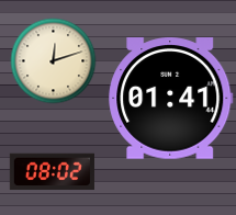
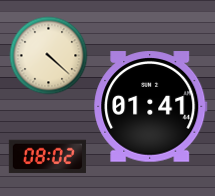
clock at (53, 60): 12:12 -> 4:22
clock at (171, 99) position: (171, 99) -> (151, 107)
